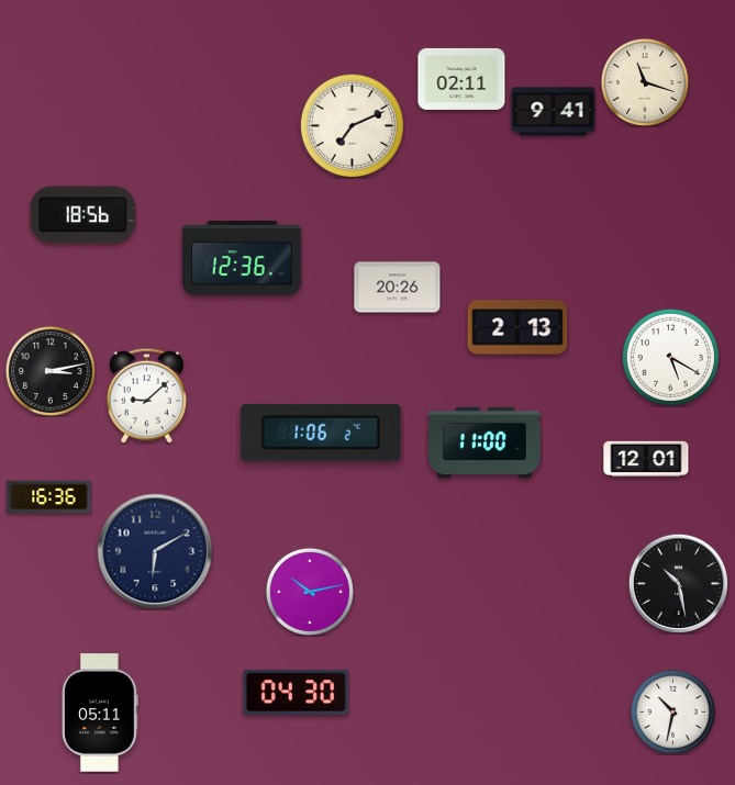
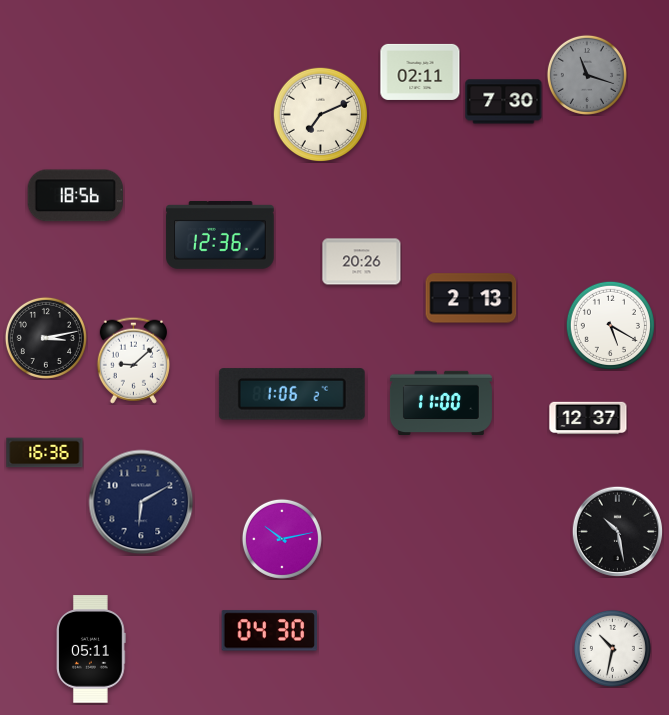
clock at (645, 82) dial: cream -> grey
clock at (554, 112): 9:41 -> 7:30
clock at (646, 459): 12:01 -> 12:37
